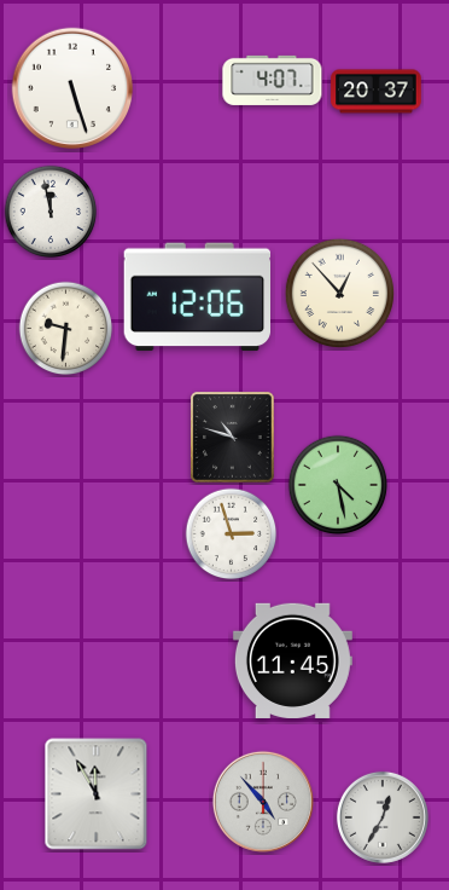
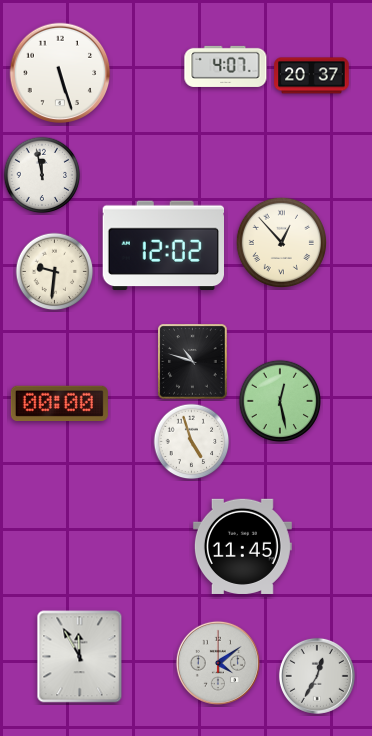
clock at (197, 297): 12:06 -> 12:02
clock at (338, 485): 4:28 -> 12:28
clock at (59, 403): none -> 00:00
clock at (232, 534): 2:57 -> 4:57
clock at (263, 802): 4:53 -> 4:09
